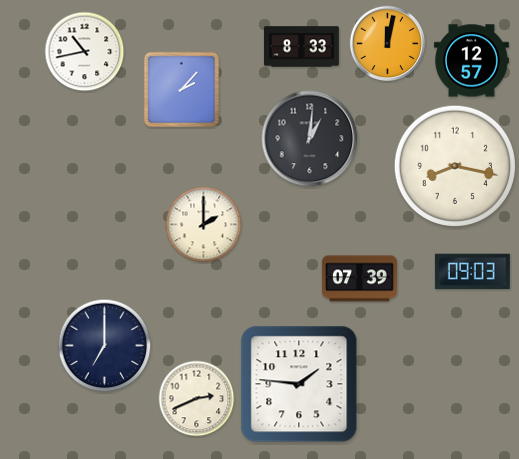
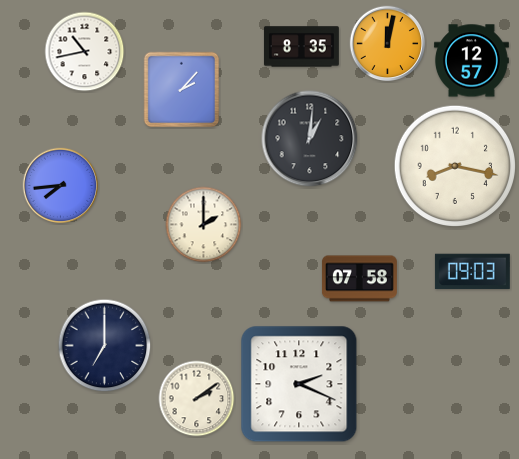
clock at (301, 47): 8:33 -> 8:35
clock at (61, 186): none -> 7:44
clock at (359, 279): 07:39 -> 07:58
clock at (299, 384): 1:46 -> 2:19
clock at (197, 399): 2:41 -> 2:09
